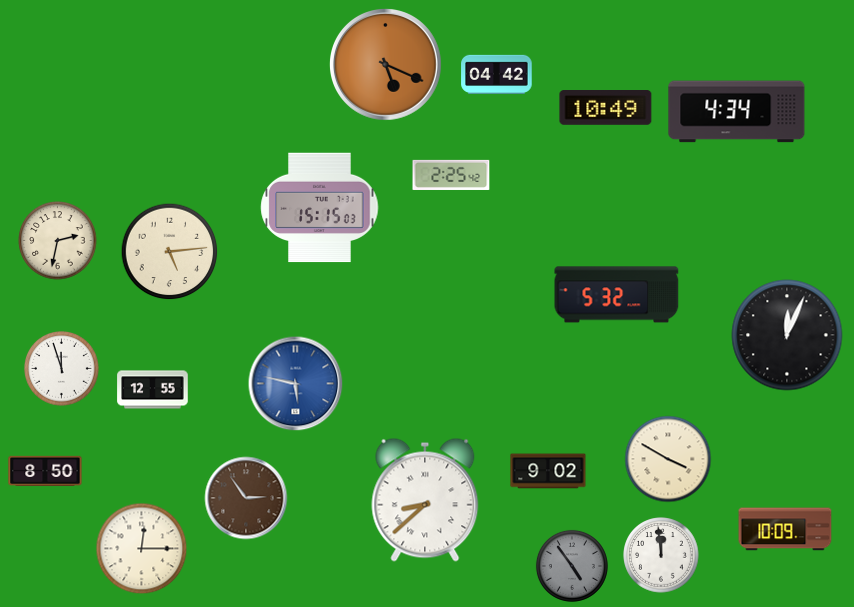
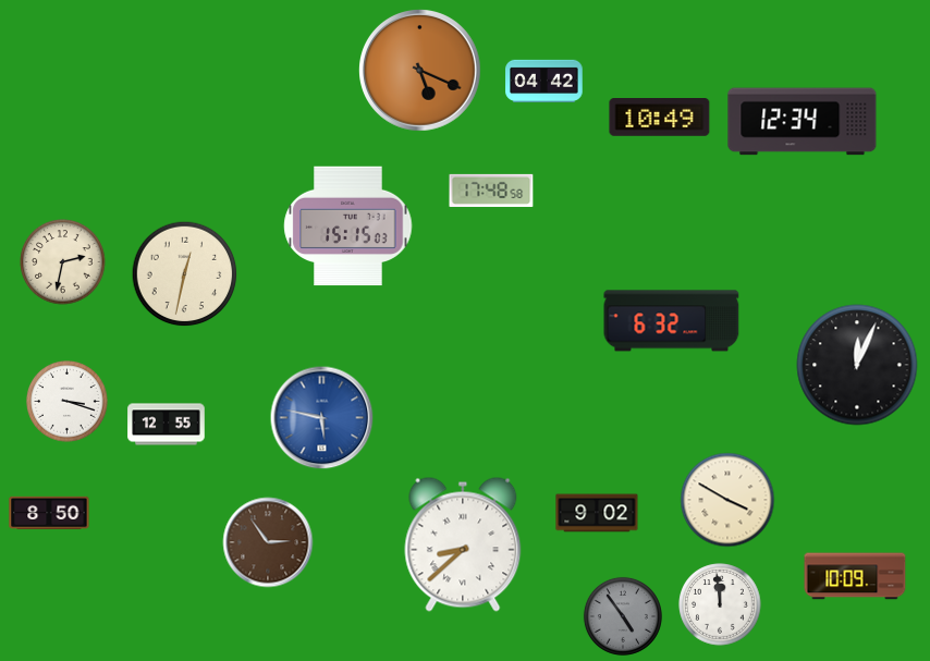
clock at (497, 74) position: (497, 74) -> (544, 81)
clock at (737, 112): 4:34 -> 12:34
clock at (451, 175): 2:25 -> 17:48
clock at (170, 252): 5:14 -> 12:32
clock at (617, 295): 5:32 -> 6:32
clock at (62, 369): 11:57 -> 3:18
clock at (142, 549): 12:15 -> none
